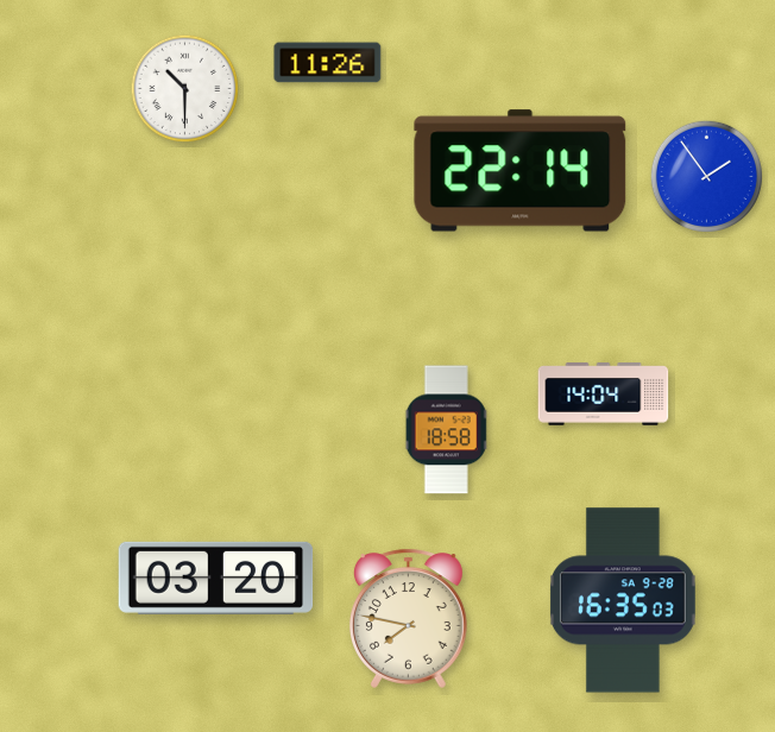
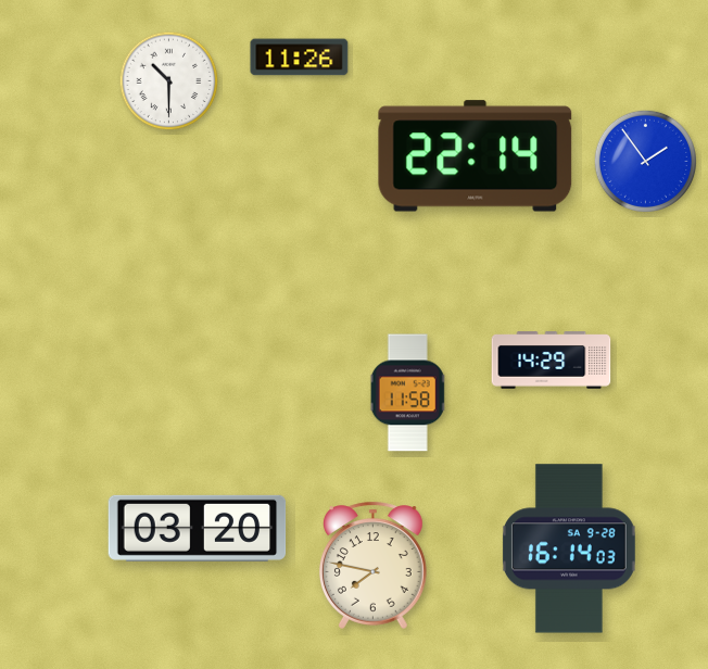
clock at (604, 395): 14:04 -> 14:29
clock at (447, 430): 18:58 -> 11:58
clock at (623, 600): 16:35 -> 16:14
